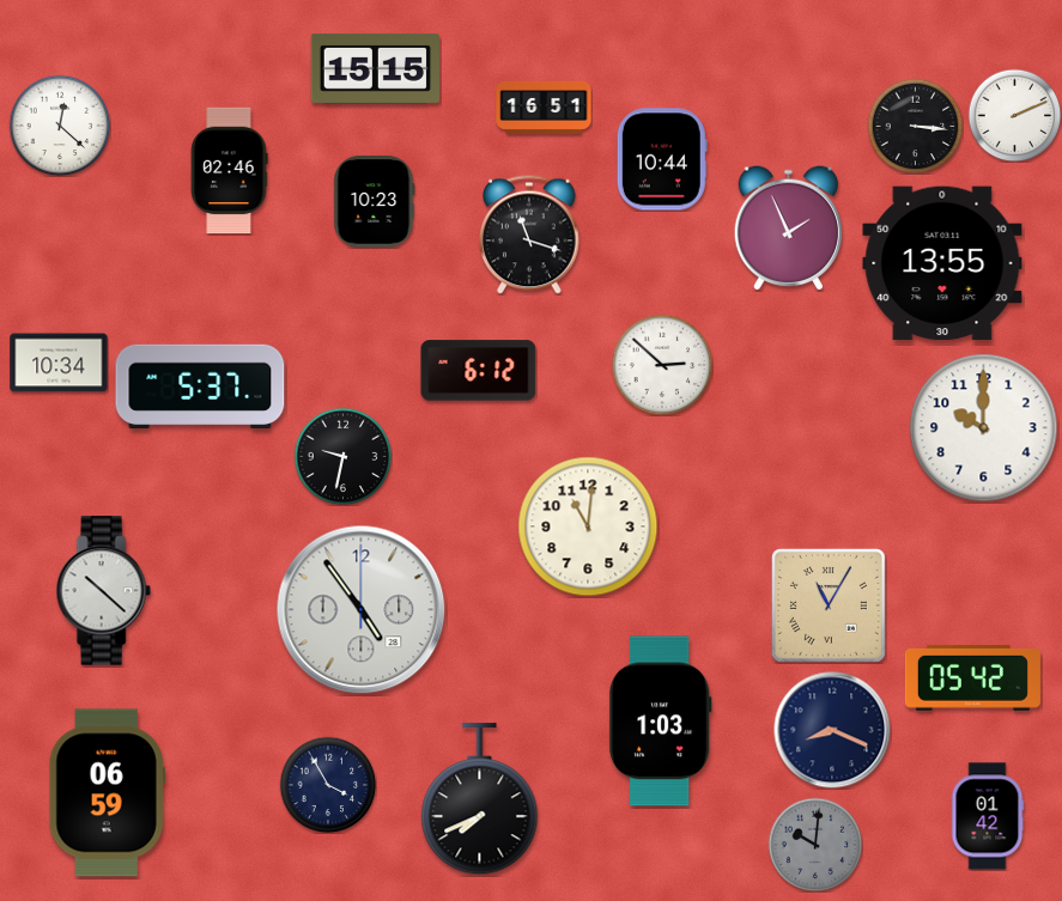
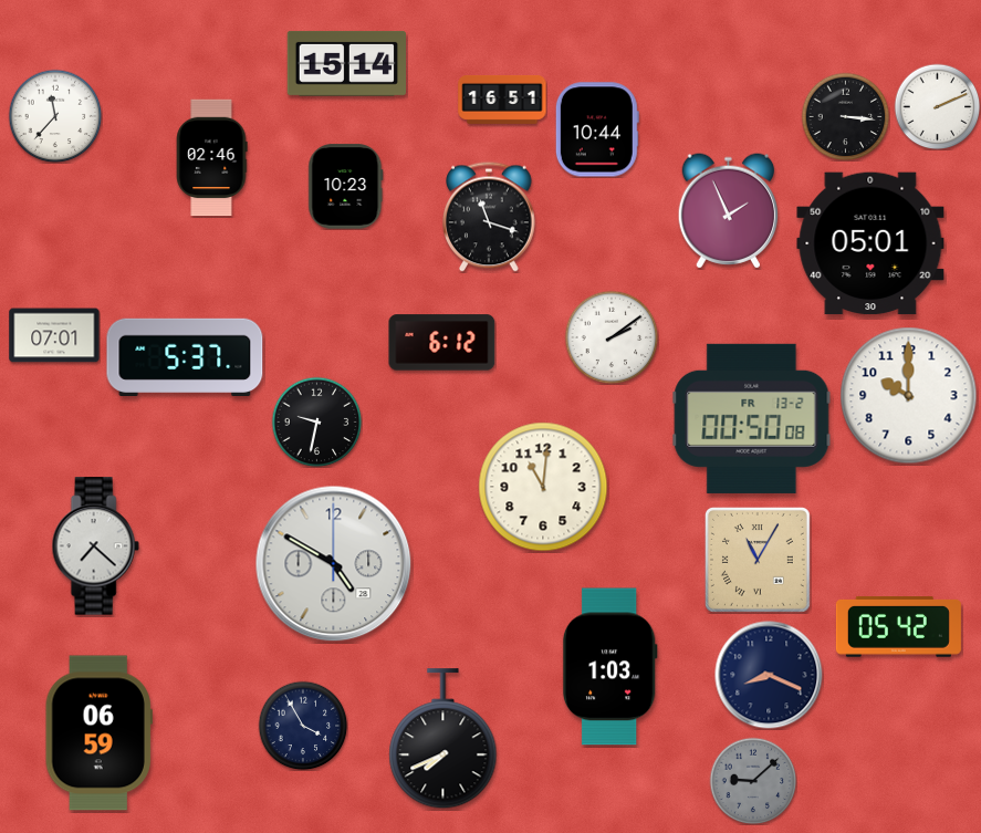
clock at (375, 68): 15:15 -> 15:14
clock at (60, 126): 12:22 -> 11:37
clock at (662, 159) position: (662, 159) -> (597, 129)
clock at (942, 263): 13:55 -> 05:01
clock at (59, 363): 10:34 -> 07:01
clock at (662, 365): 2:52 -> 2:09
clock at (752, 418): none -> 00:50
clock at (103, 591): 10:22 -> 7:22
clock at (829, 605) position: (829, 605) -> (758, 560)
clock at (362, 610): 4:54 -> 4:50
clock at (988, 816): 01:42 -> none
clock at (815, 845): 10:01 -> 9:08
